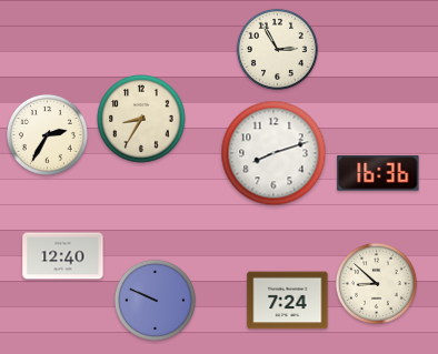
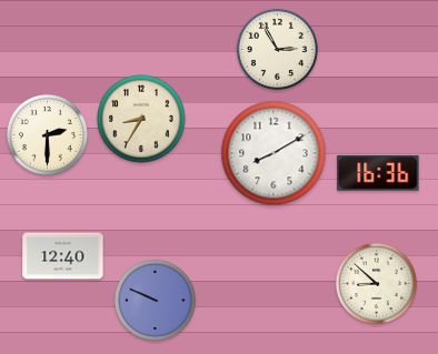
clock at (47, 134): 2:35 -> 2:30
clock at (273, 153): 8:12 -> 8:10
clock at (288, 301): 7:24 -> none
